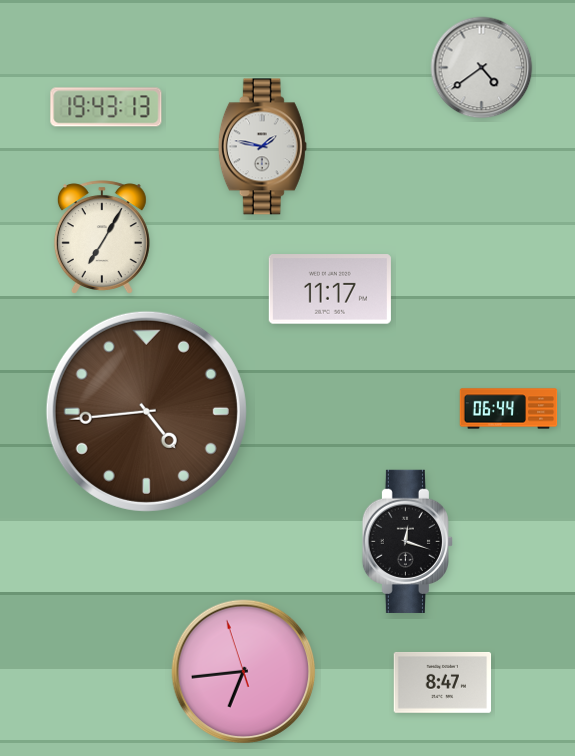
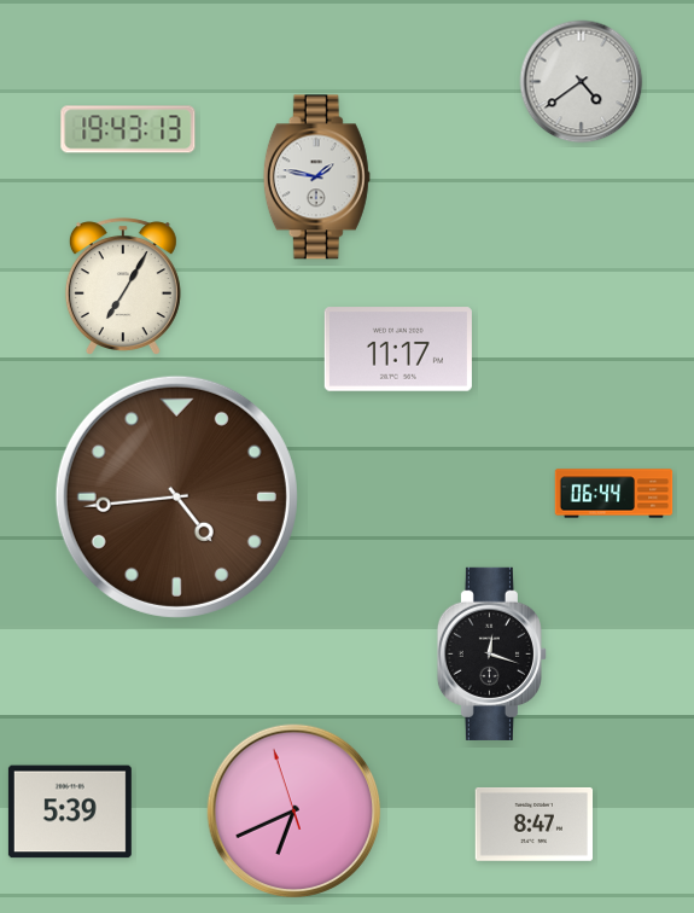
clock at (70, 812): none -> 5:39
clock at (244, 672): 6:43 -> 6:40
